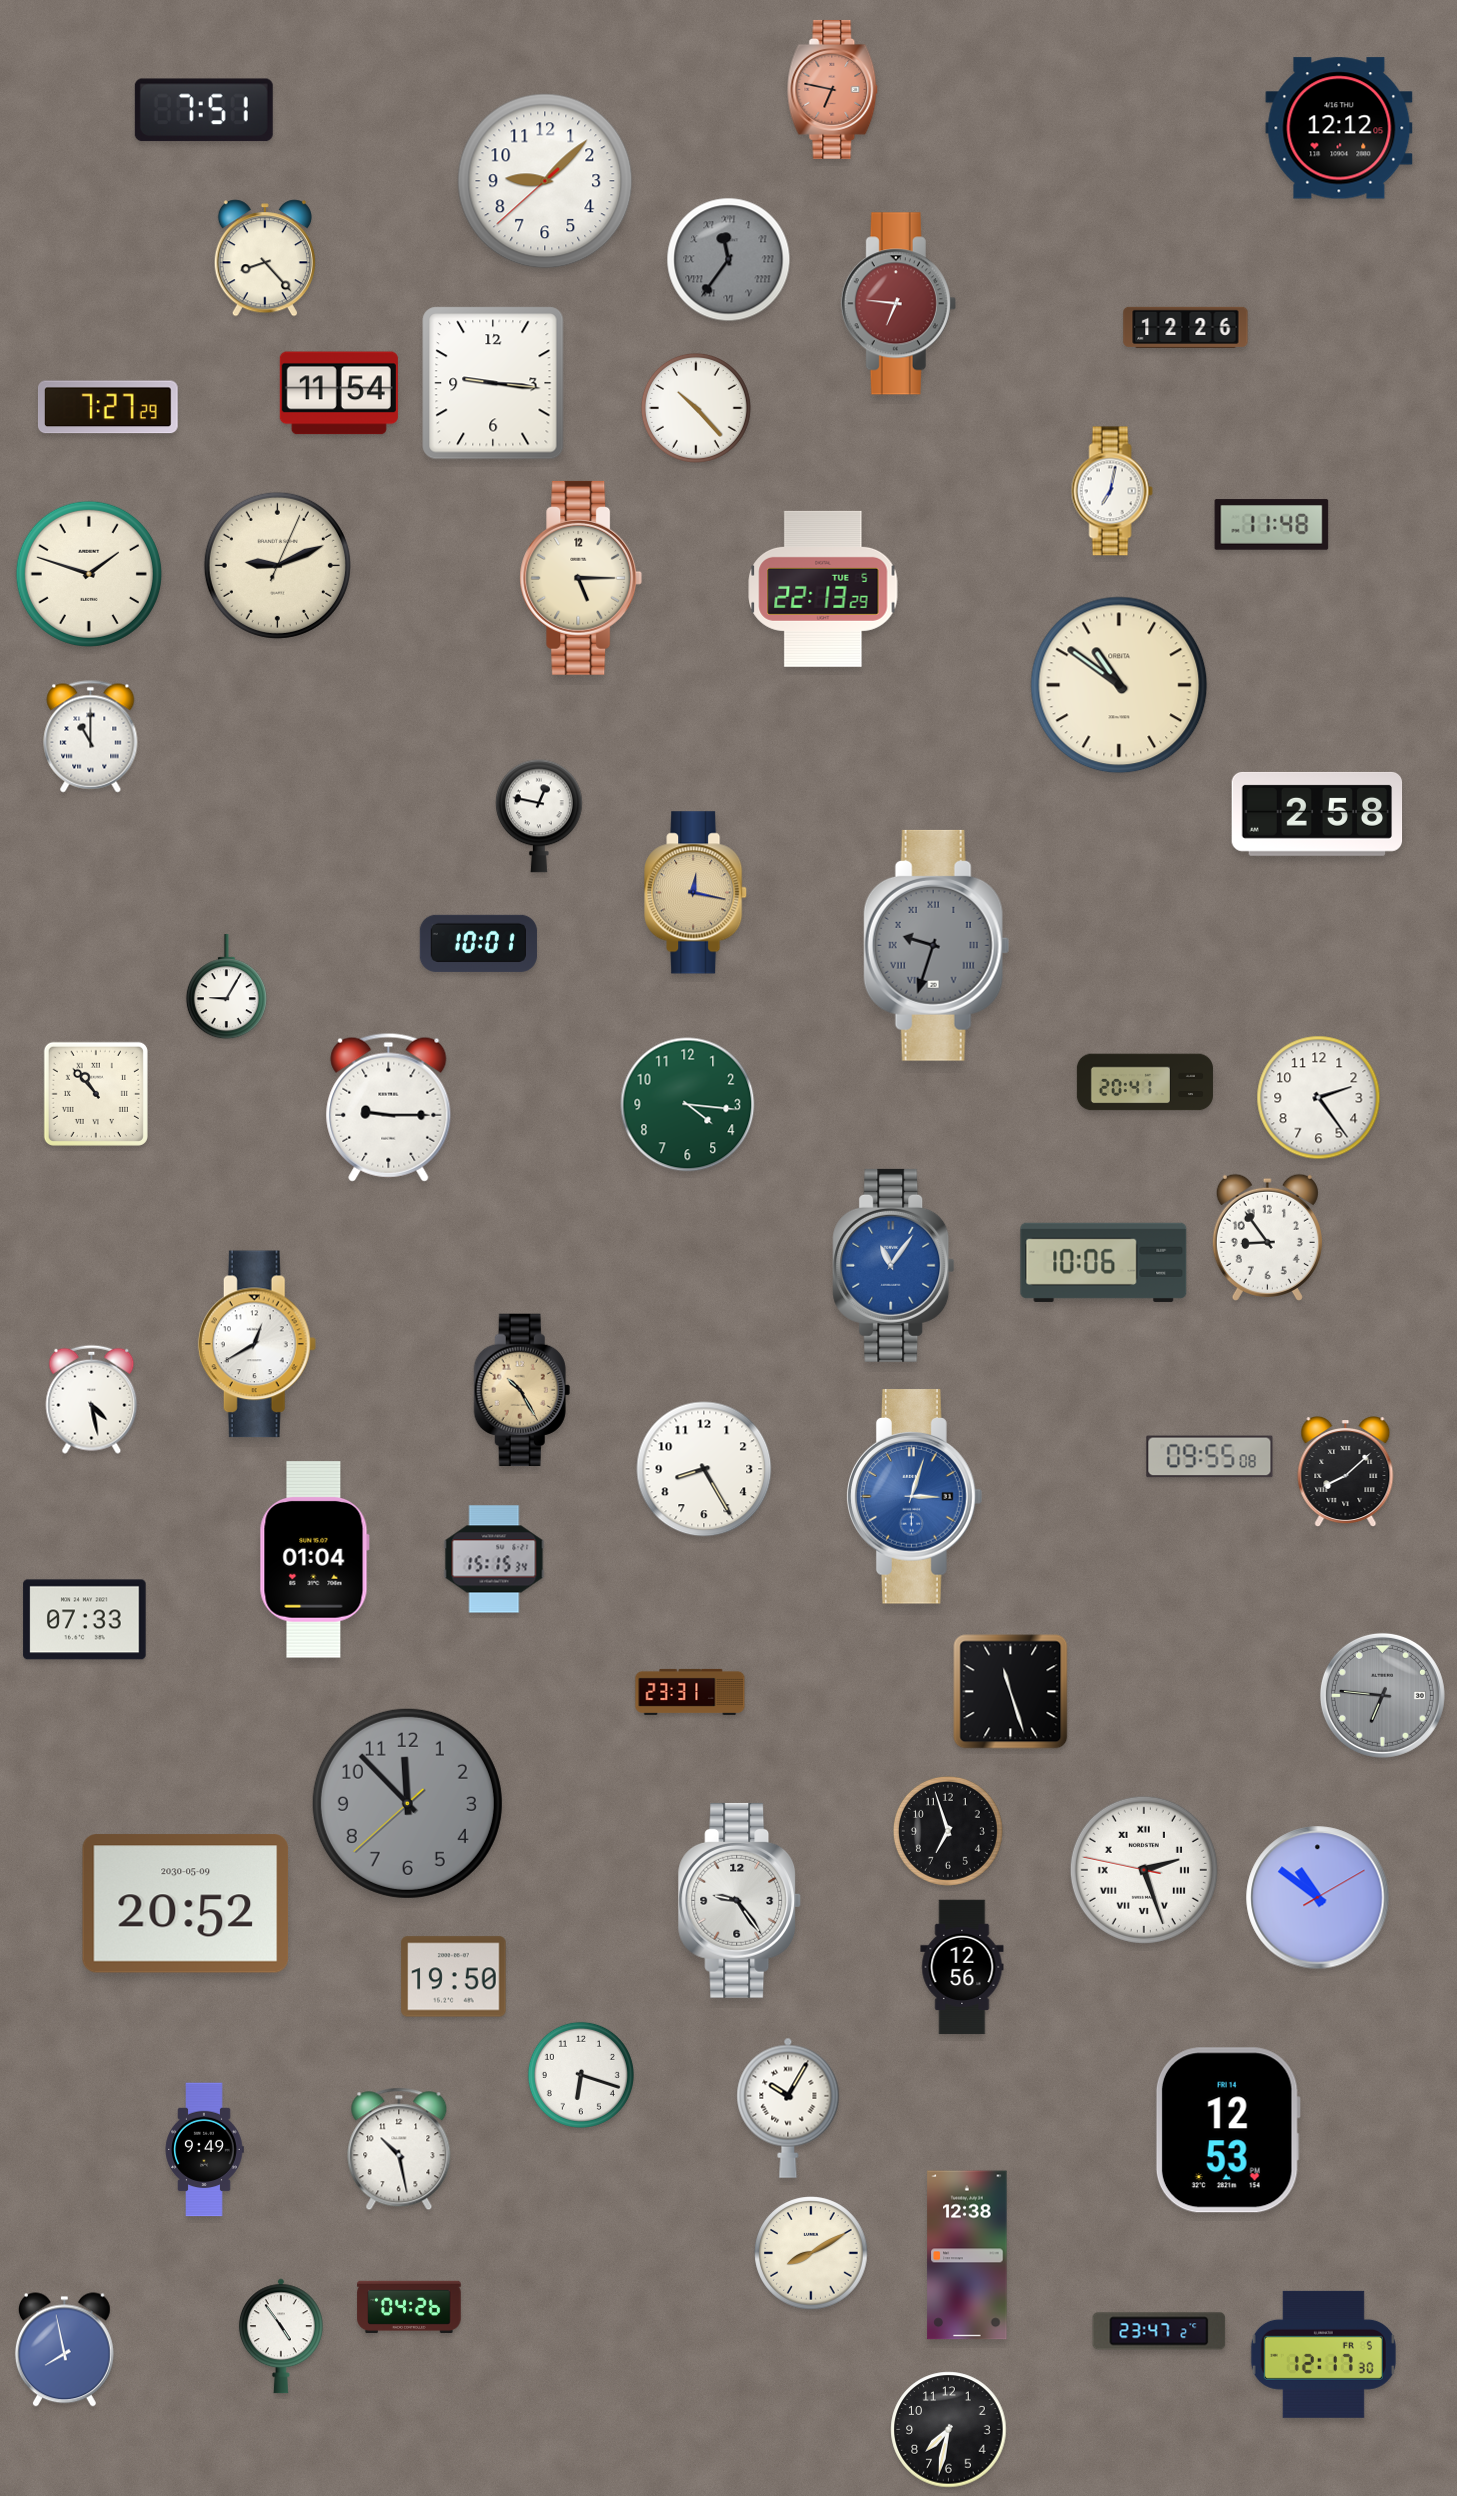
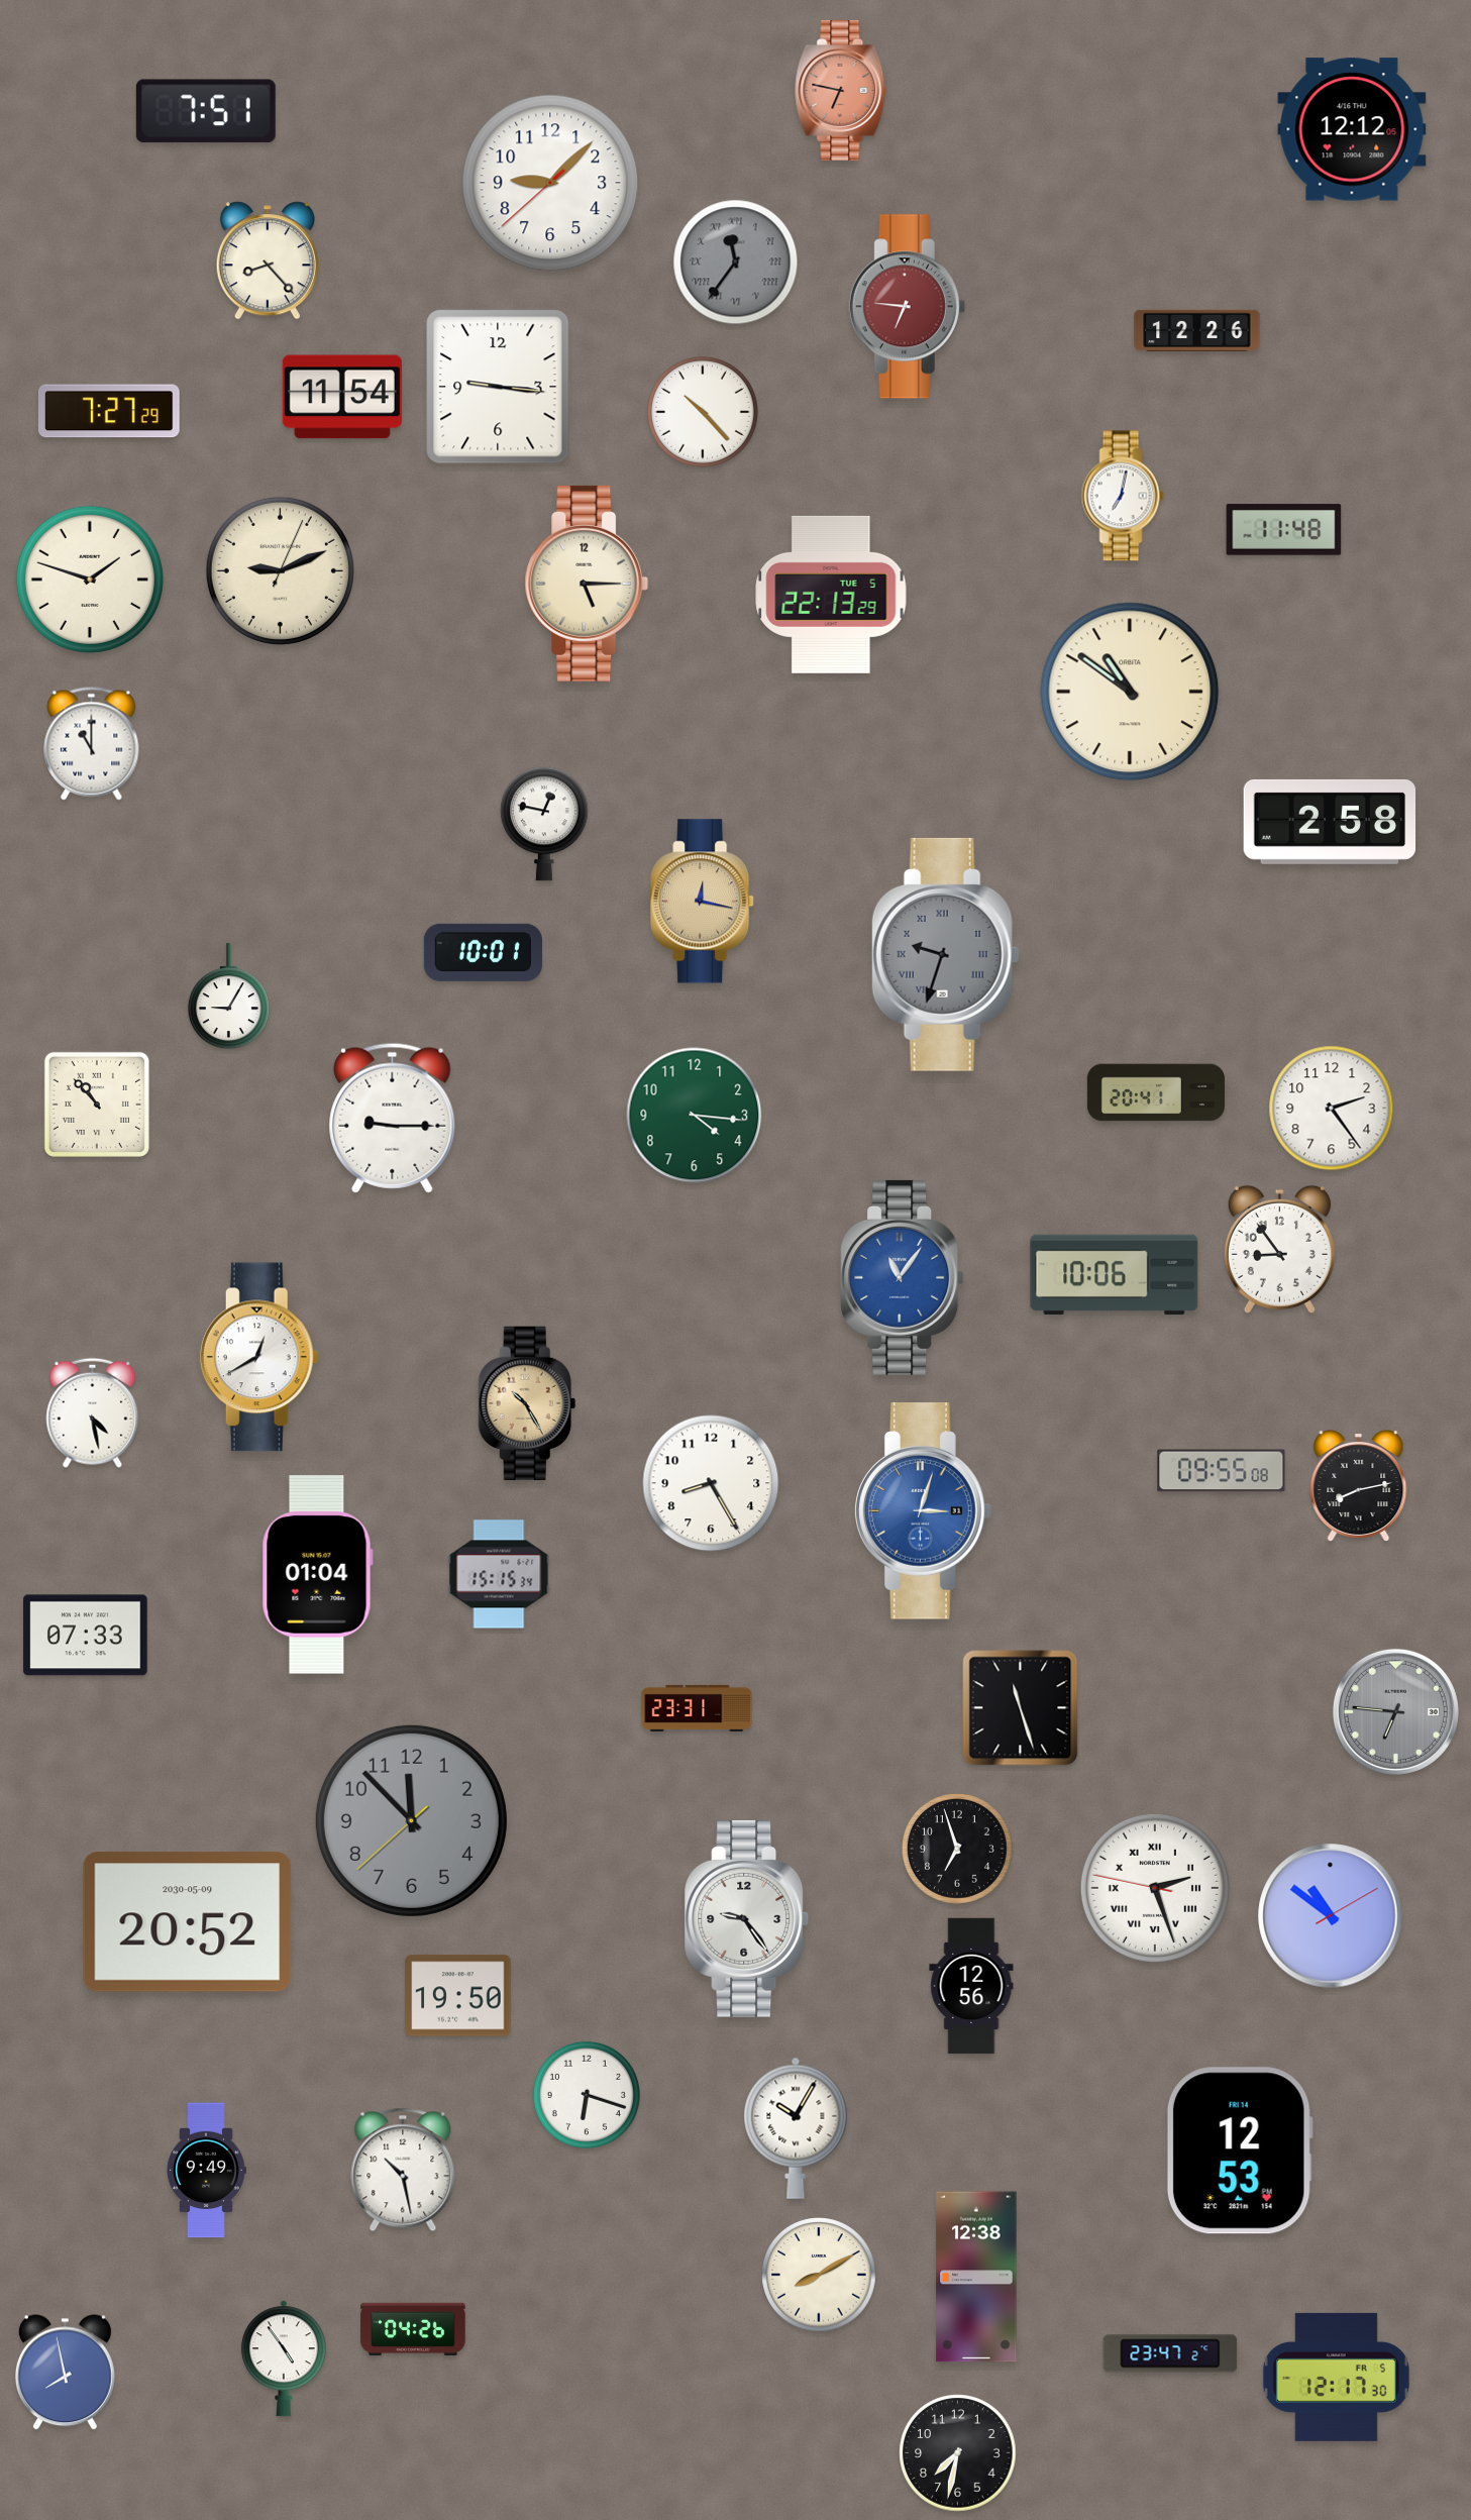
clock at (1346, 1472): 8:08 -> 8:13
